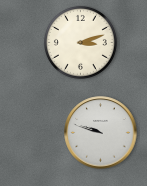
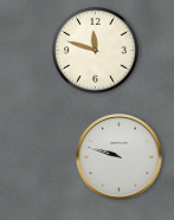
clock at (80, 42): 3:12 -> 11:48
